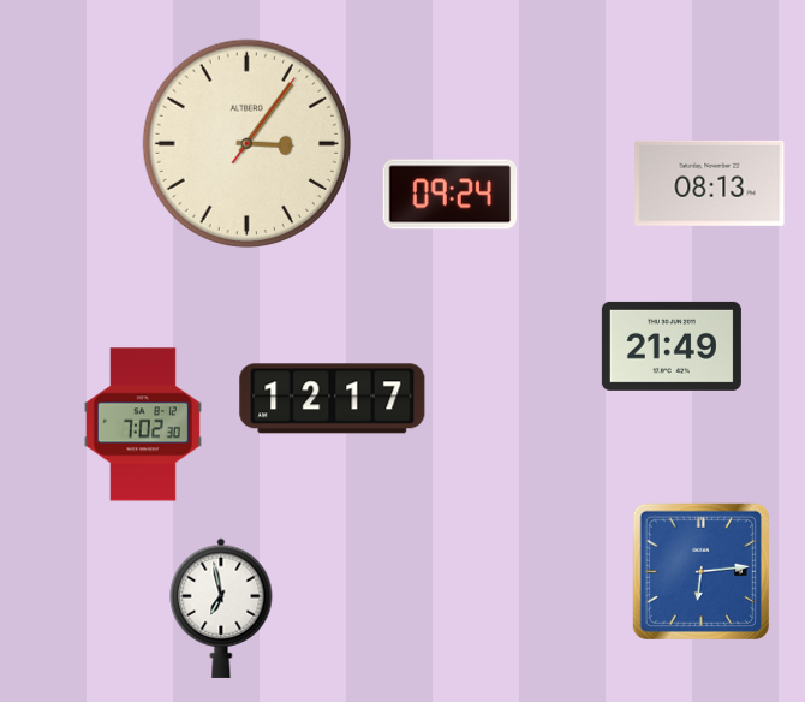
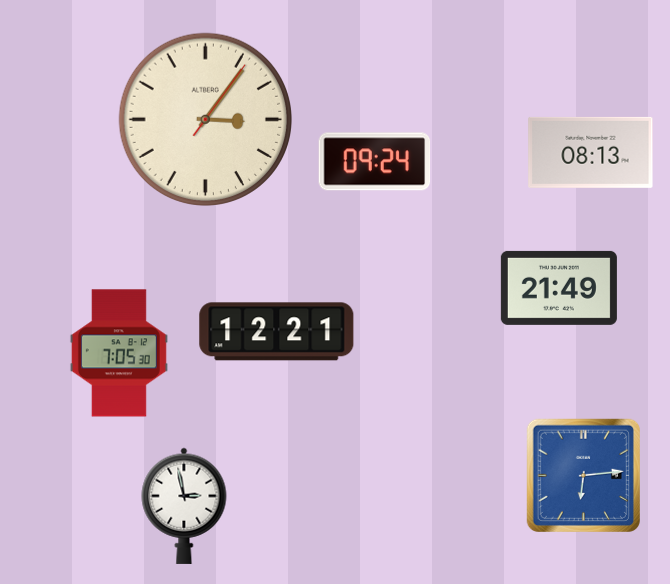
clock at (333, 399): 12:17 -> 12:21
clock at (143, 424): 7:02 -> 7:05
clock at (221, 608): 6:58 -> 2:58
